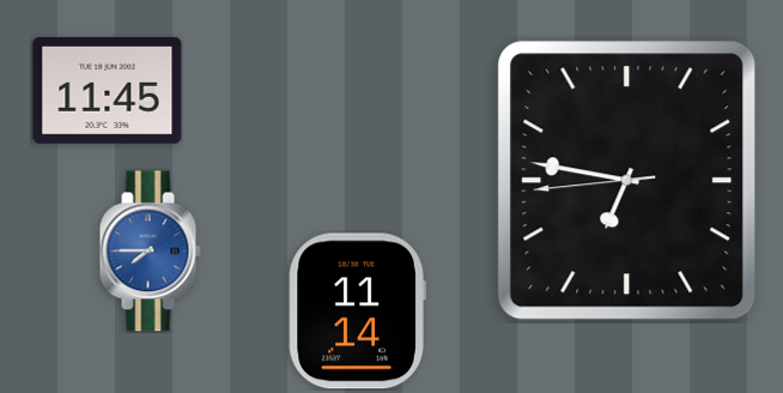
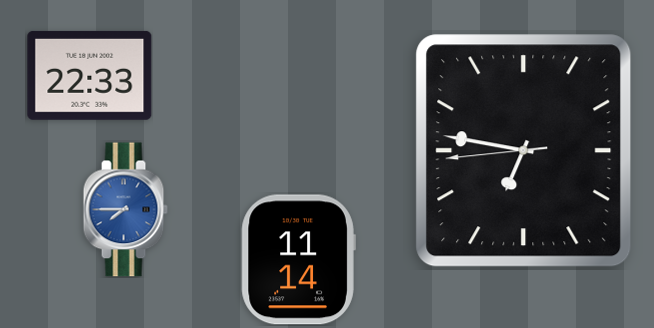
clock at (108, 90): 11:45 -> 22:33
